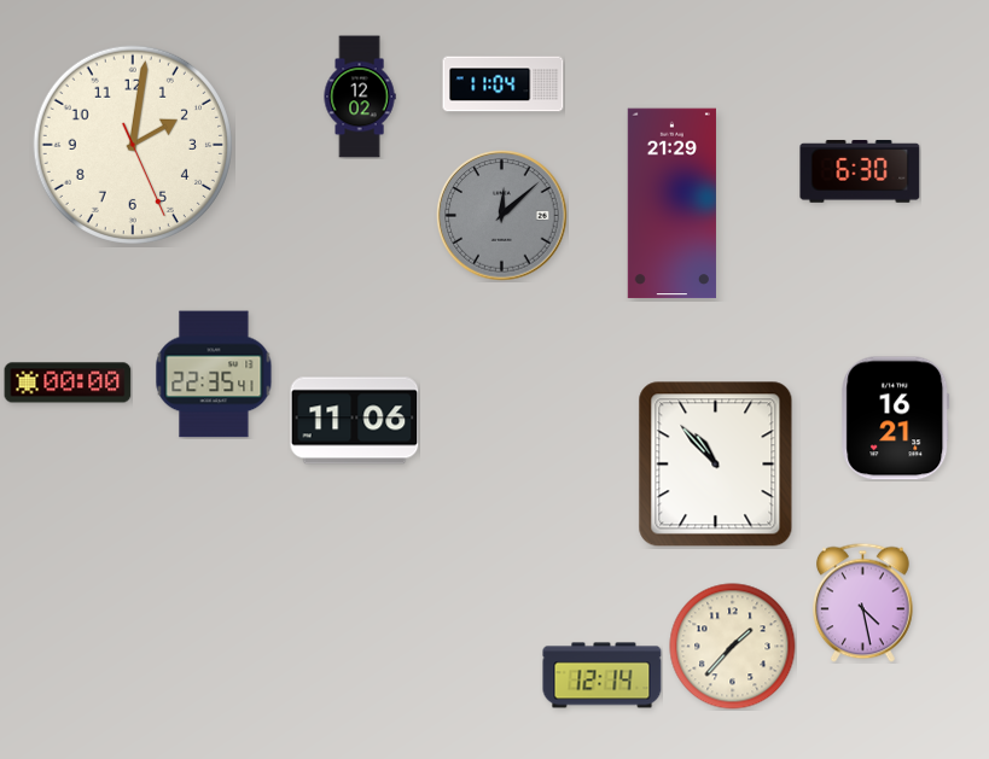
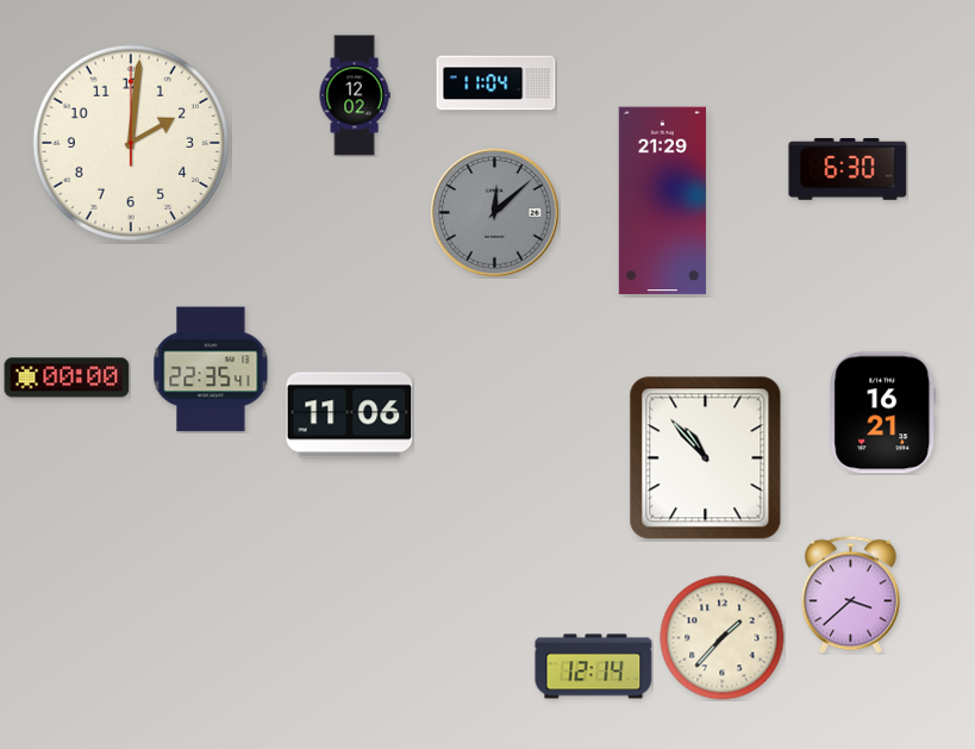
clock at (133, 145): 2:01:26 -> 2:01:00
clock at (863, 602): 4:28 -> 3:38
